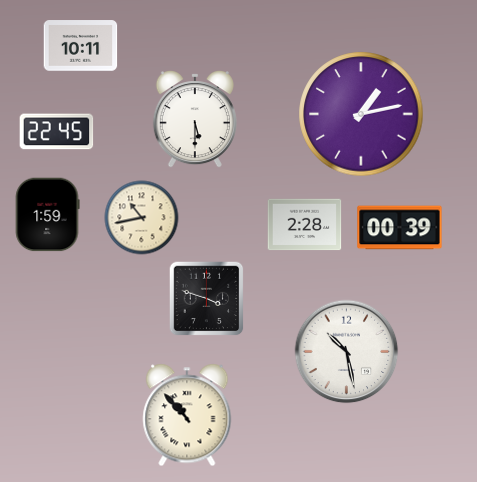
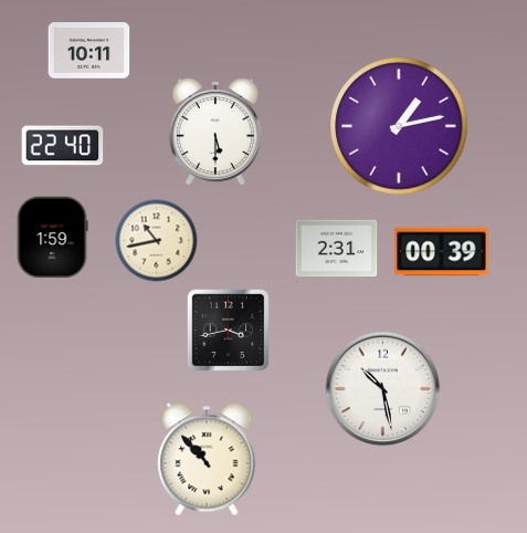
clock at (57, 132): 22:45 -> 22:40
clock at (305, 225): 2:28 -> 2:31
clock at (207, 299): 3:48 -> 3:43
